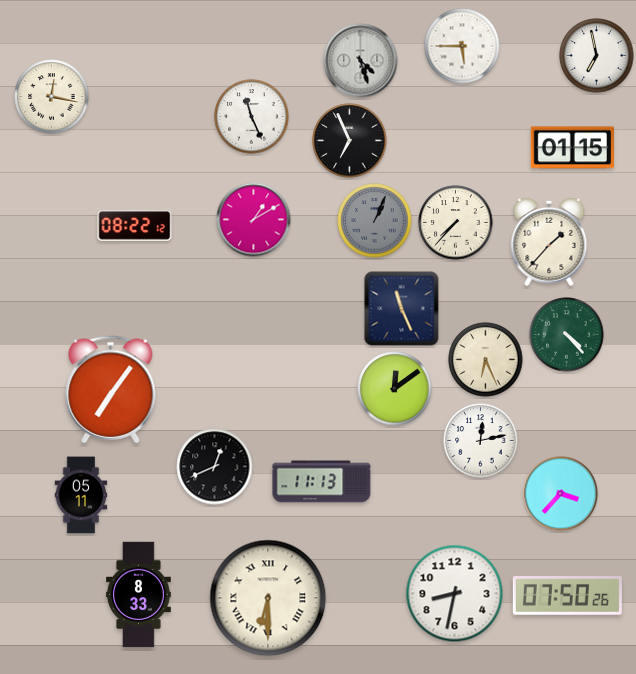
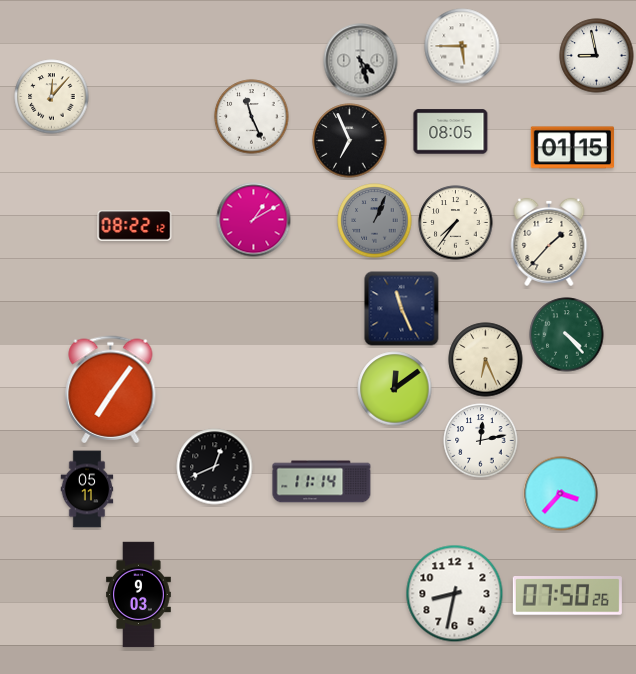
clock at (597, 56): 6:58 -> 8:58
clock at (52, 97): 12:17 -> 12:07
clock at (451, 132): none -> 08:05
clock at (456, 223): 7:37 -> 7:36
clock at (322, 482): 11:13 -> 11:14
clock at (81, 495) position: (81, 495) -> (87, 489)
clock at (139, 595): 8:33 -> 9:03
clock at (268, 598): 6:30 -> none
